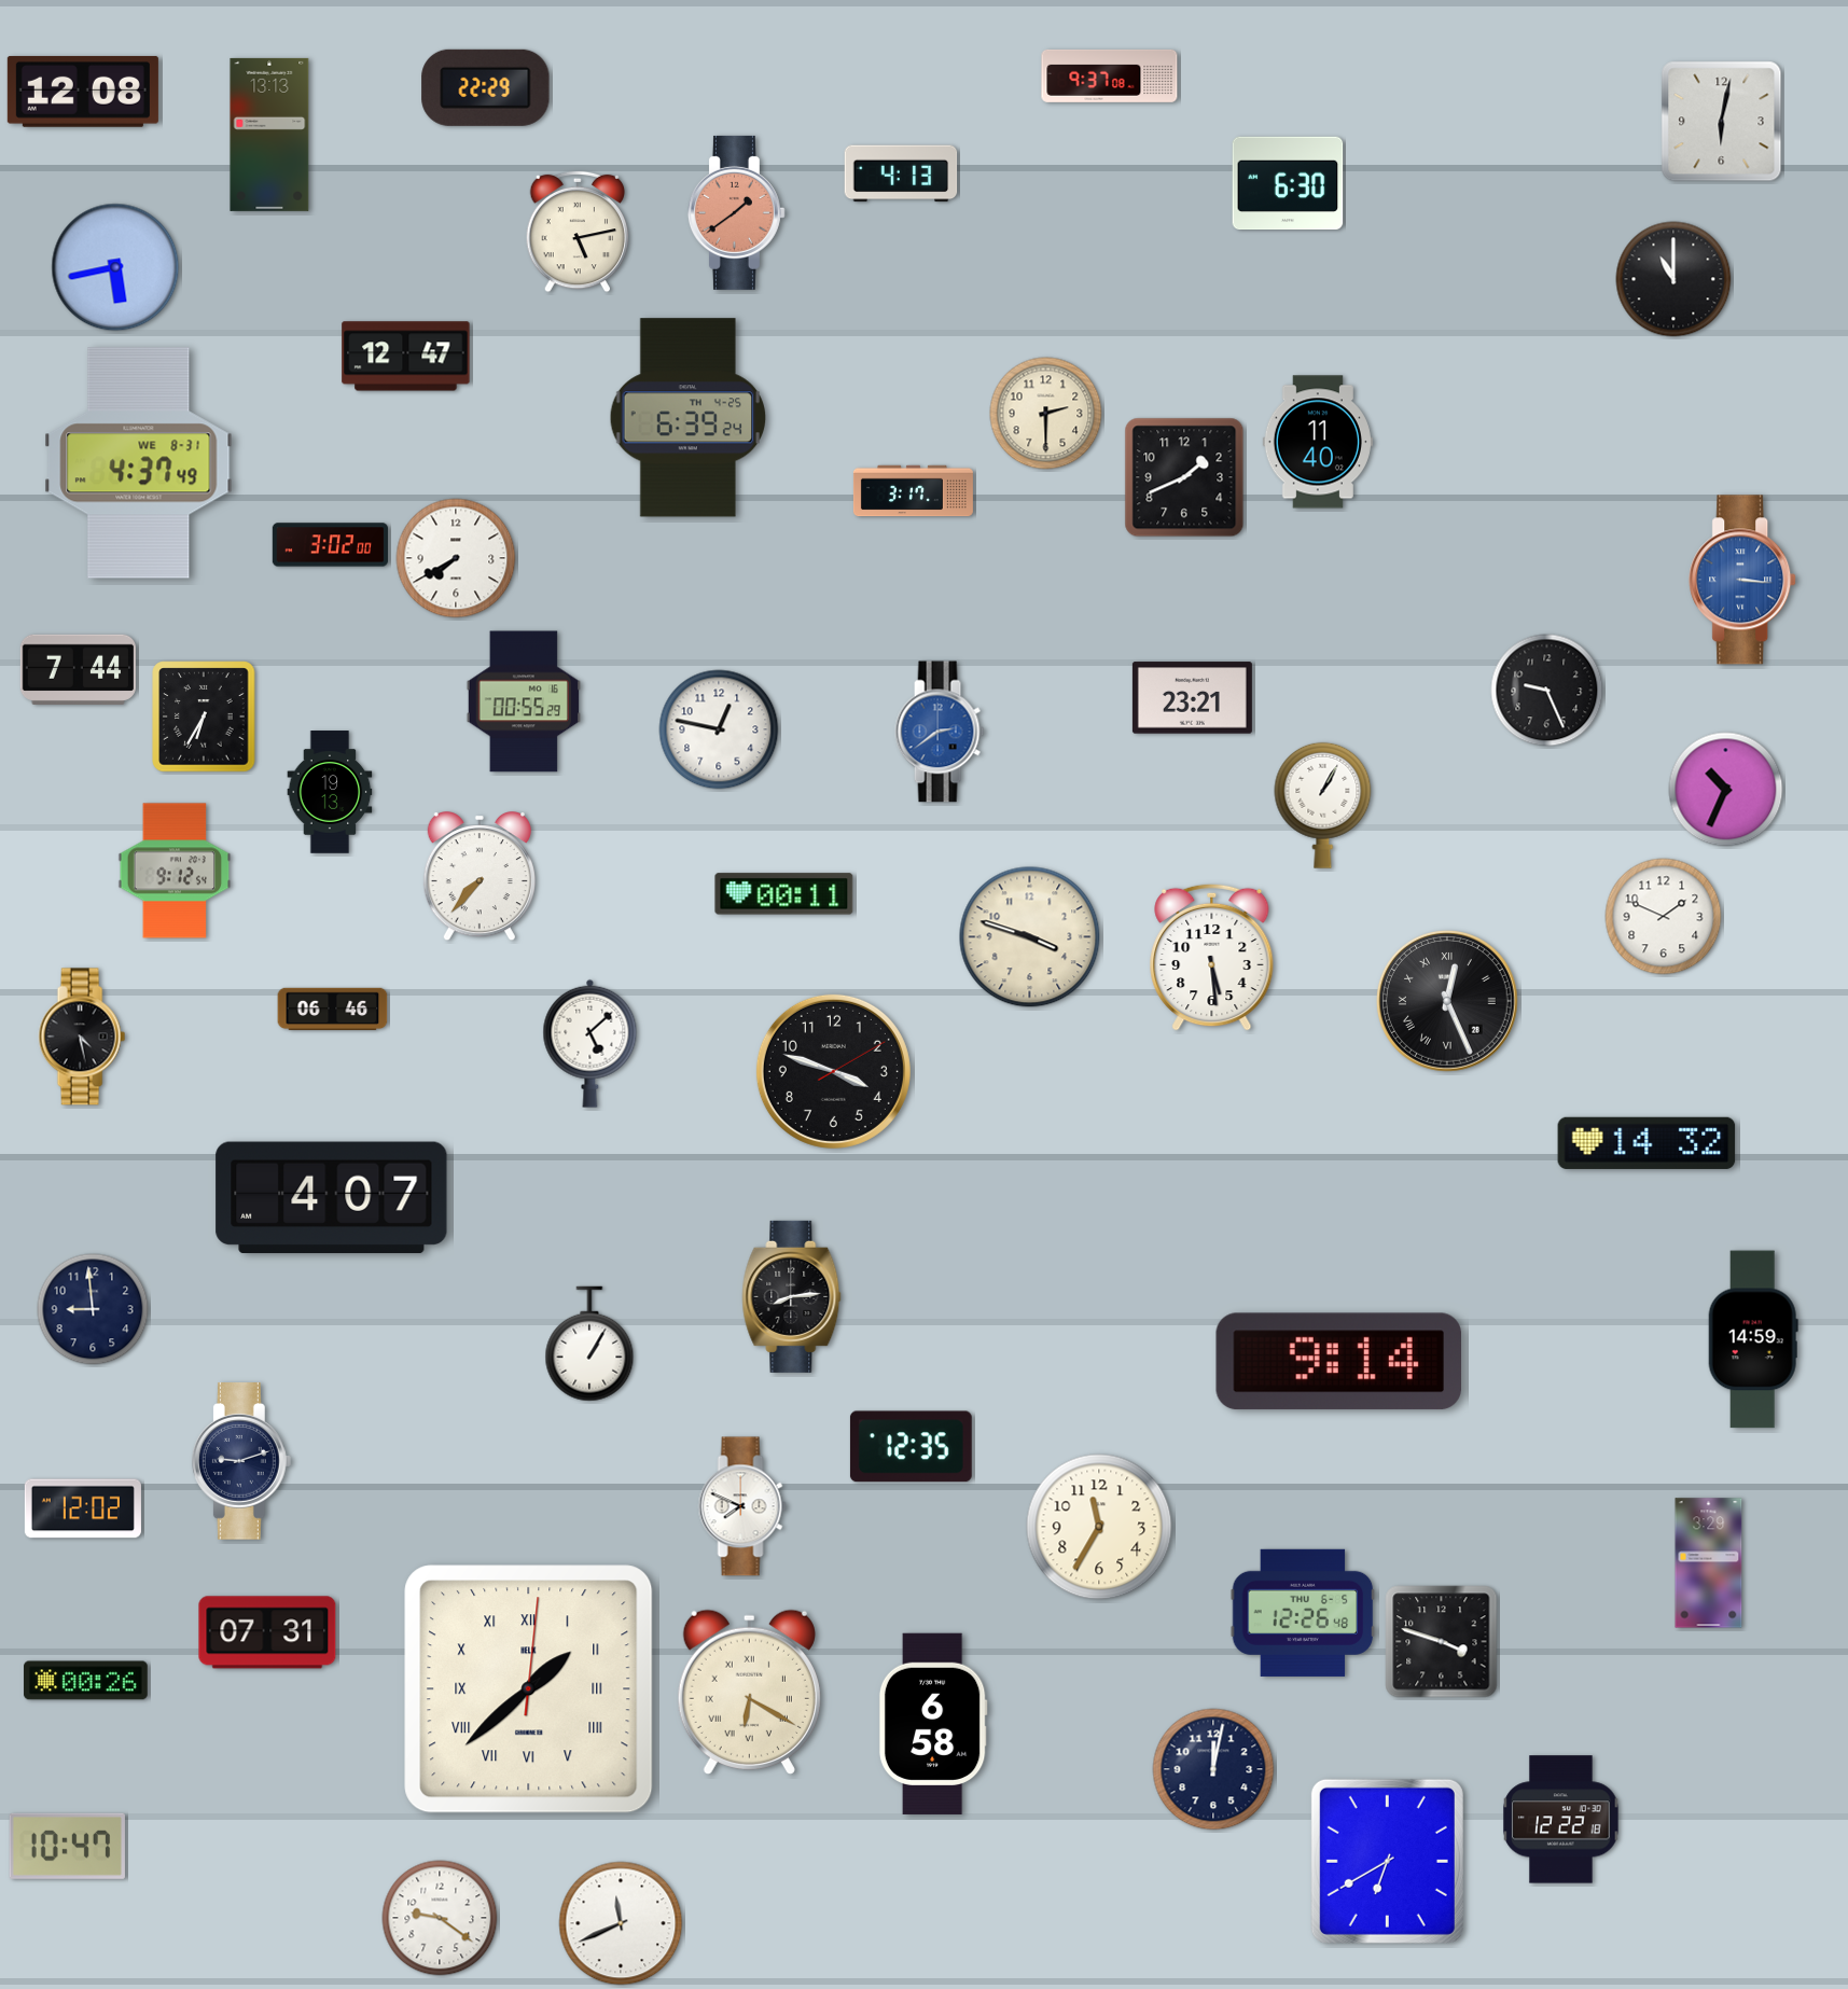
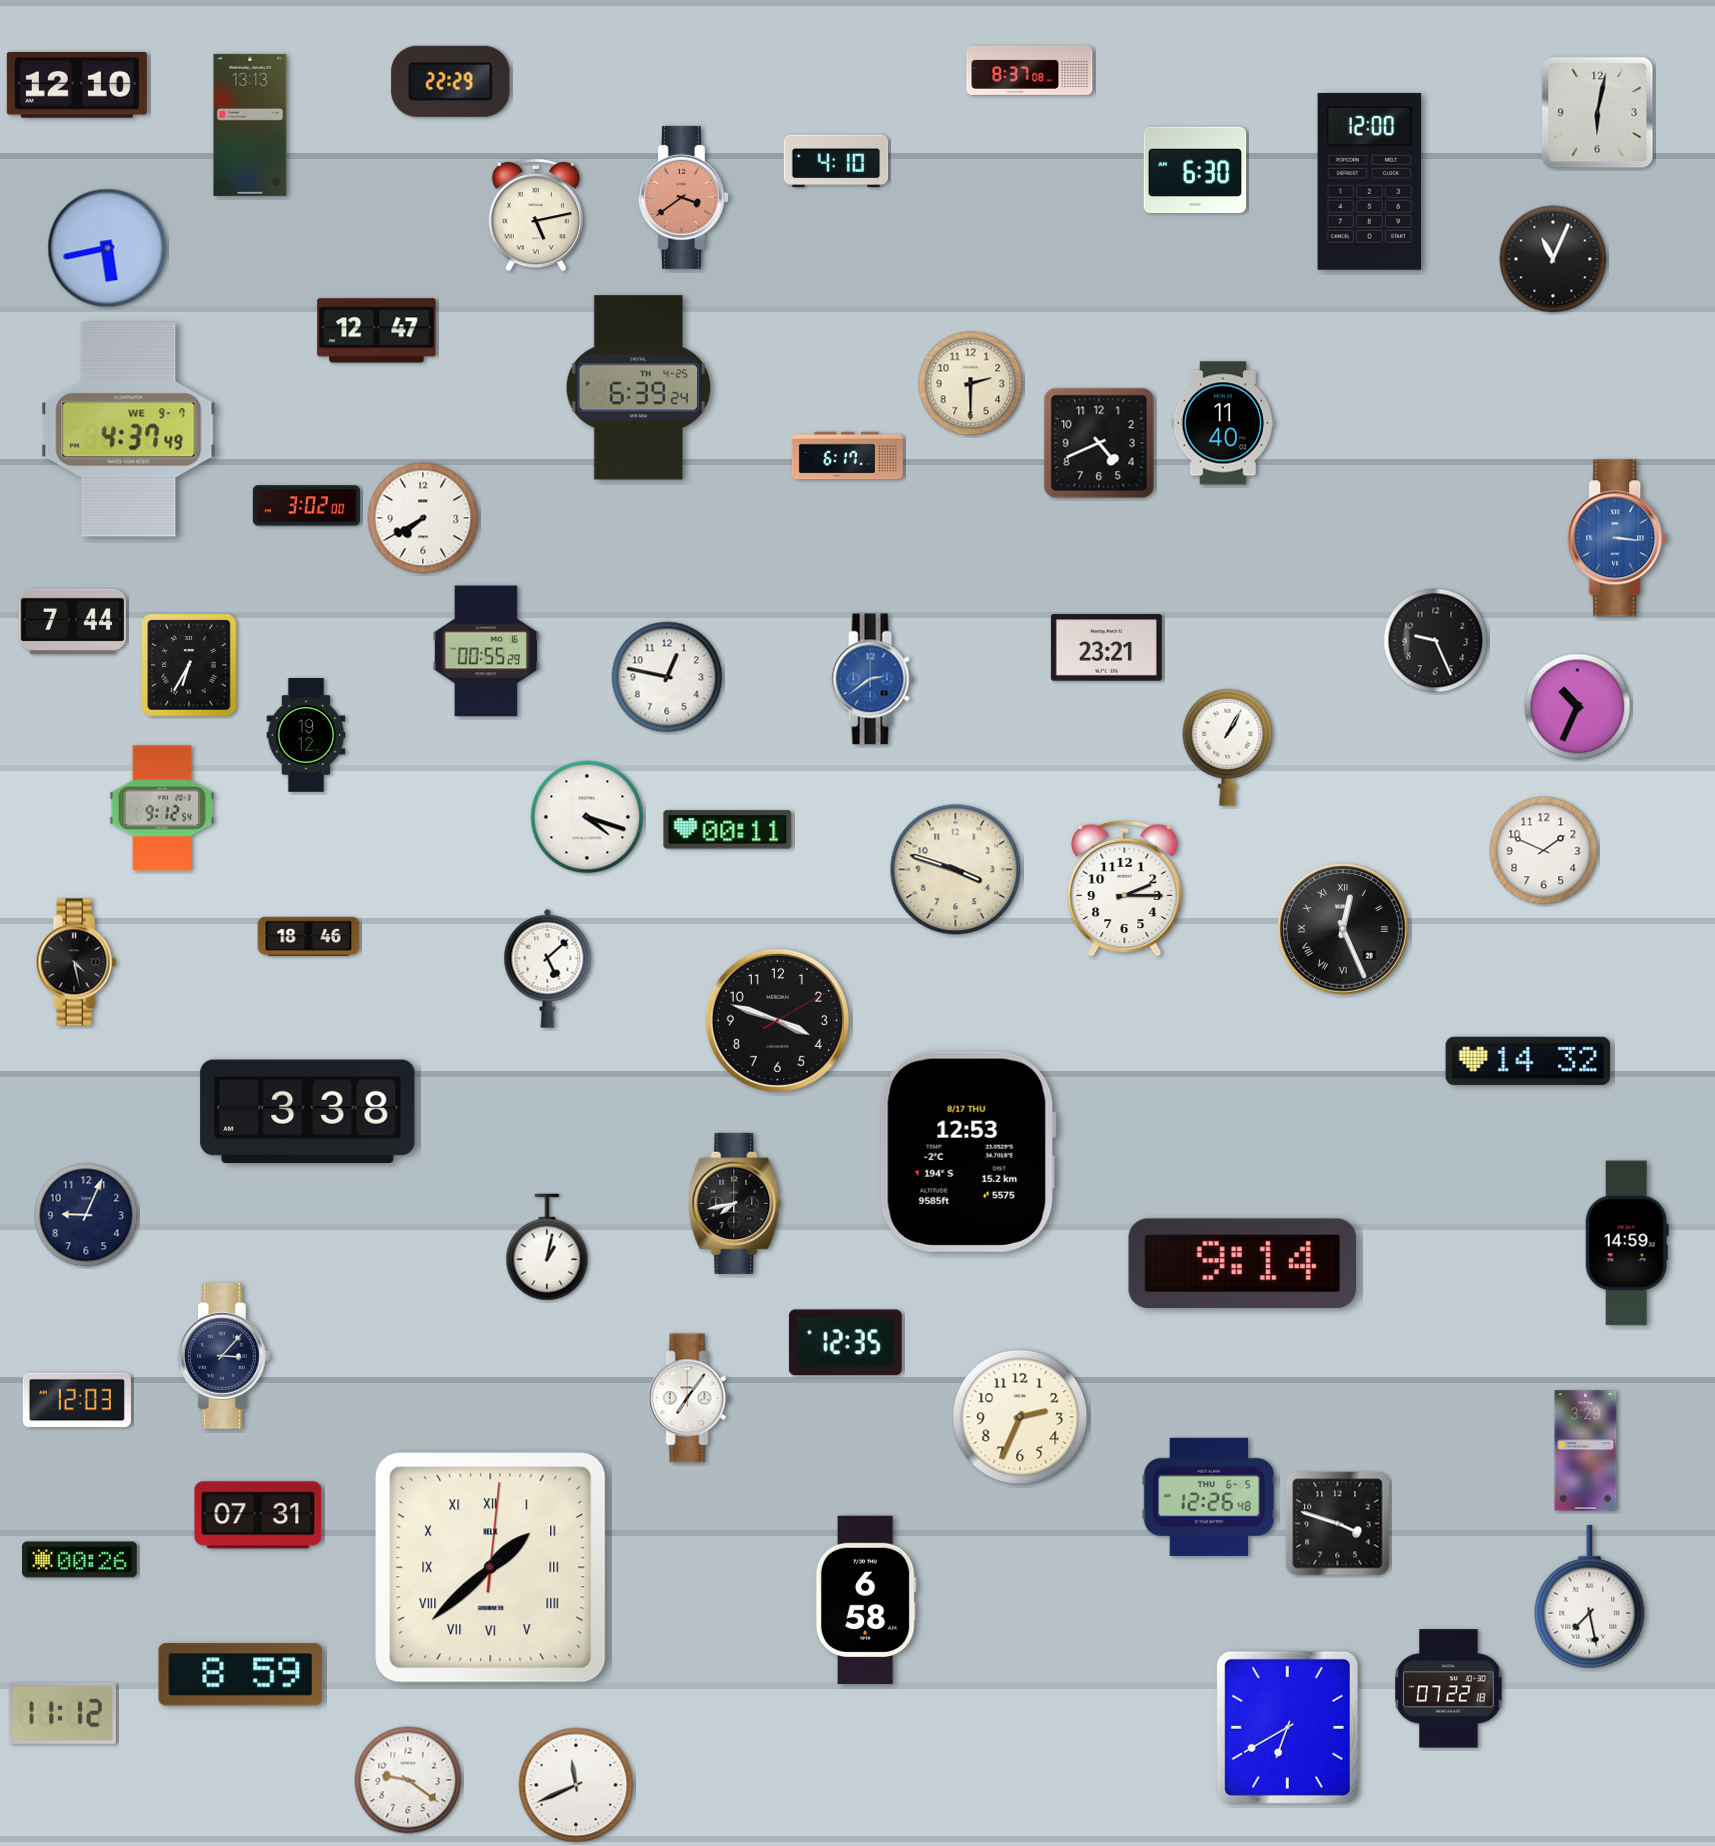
clock at (1110, 75): 9:37 -> 8:37
clock at (83, 92): 12:08 -> 12:10
clock at (901, 173): 4:13 -> 4:10
clock at (1370, 181): none -> 12:00
clock at (736, 212): 1:39 -> 3:39
clock at (1673, 279): 11:00 -> 11:04
clock at (1318, 442) position: (1318, 442) -> (1223, 423)
clock at (139, 463) date: WE 8-31 -> WE 9-7
clock at (1184, 477): 1:41 -> 4:41
clock at (913, 491): 3:17 -> 6:17
clock at (1726, 790) position: (1726, 790) -> (1578, 707)
clock at (330, 792): 19:13 -> 19:12
clock at (480, 877): 7:37 -> none
clock at (587, 817): none -> 4:18
clock at (1212, 957): 5:29 -> 2:15
clock at (333, 1010): 06:46 -> 18:46
clock at (833, 1071) position: (833, 1071) -> (777, 1020)
clock at (332, 1198): 4:07 -> 3:38
clock at (968, 1152): none -> 12:53
clock at (792, 1296): 8:14 -> 7:43
clock at (93, 1309): 8:59 -> 9:04
clock at (589, 1344): 1:05 -> 1:02
clock at (241, 1462): 9:12 -> 3:07
clock at (742, 1506): 7:49 -> 7:06
clock at (83, 1508): 12:02 -> 12:03
clock at (1099, 1527): 11:35 -> 2:34
clock at (267, 1632) position: (267, 1632) -> (258, 1515)
clock at (749, 1692): 6:20 -> none
clock at (1590, 1597): none -> 7:28
clock at (1213, 1769): 12:02 -> none
clock at (241, 1675): none -> 8:59
clock at (1561, 1820): 12:22 -> 07:22
clock at (67, 1846): 10:47 -> 11:12
